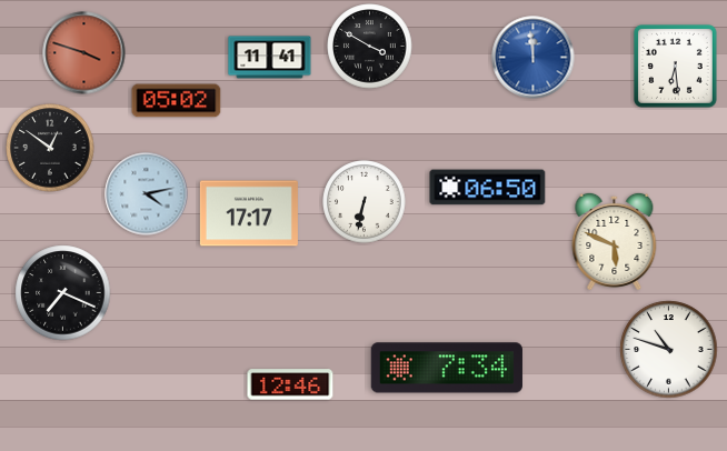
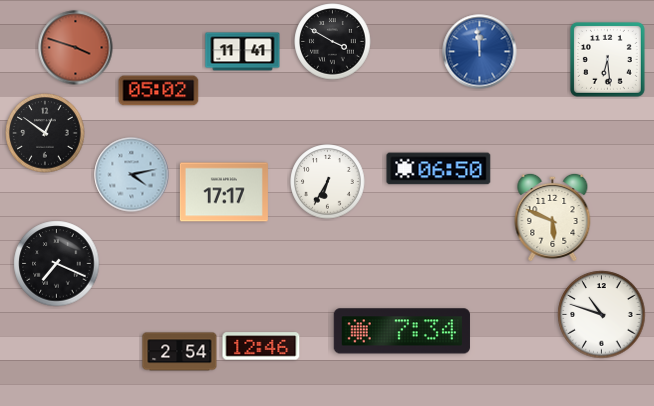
clock at (365, 202): 6:32 -> 6:35
clock at (180, 352): none -> 2:54
